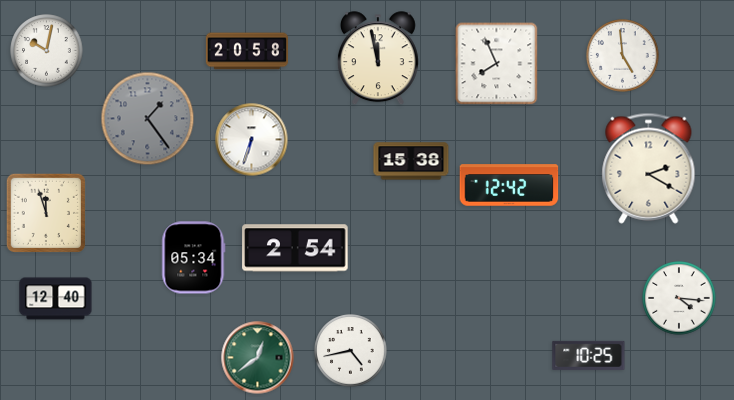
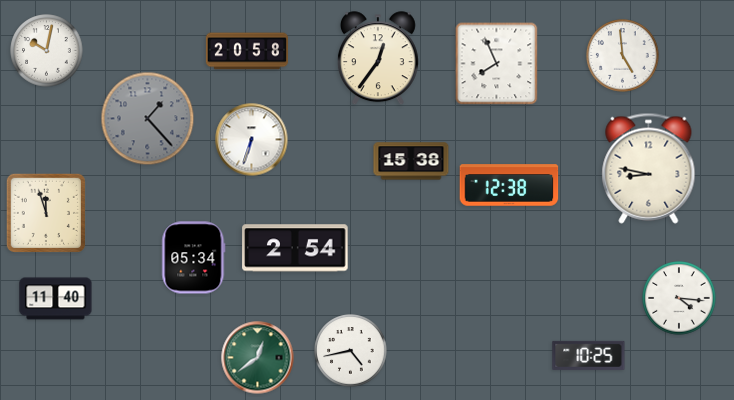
clock at (378, 59): 11:58 -> 12:36
clock at (148, 119): 1:24 -> 1:23
clock at (649, 168): 2:20 -> 8:47
clock at (509, 185): 12:42 -> 12:38
clock at (56, 299): 12:40 -> 11:40
